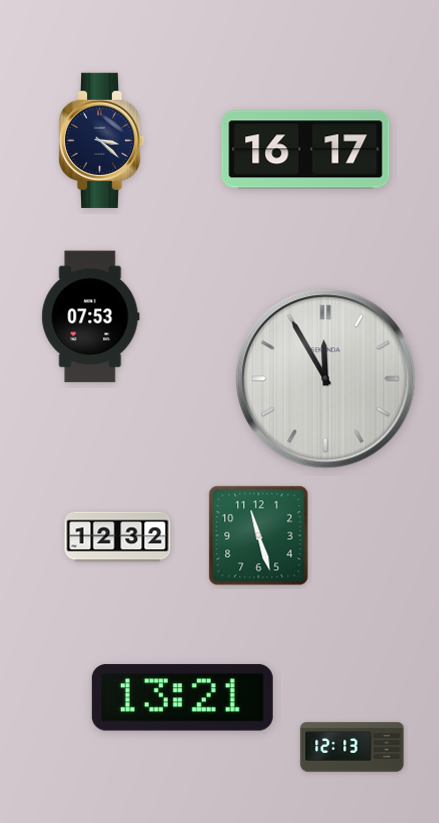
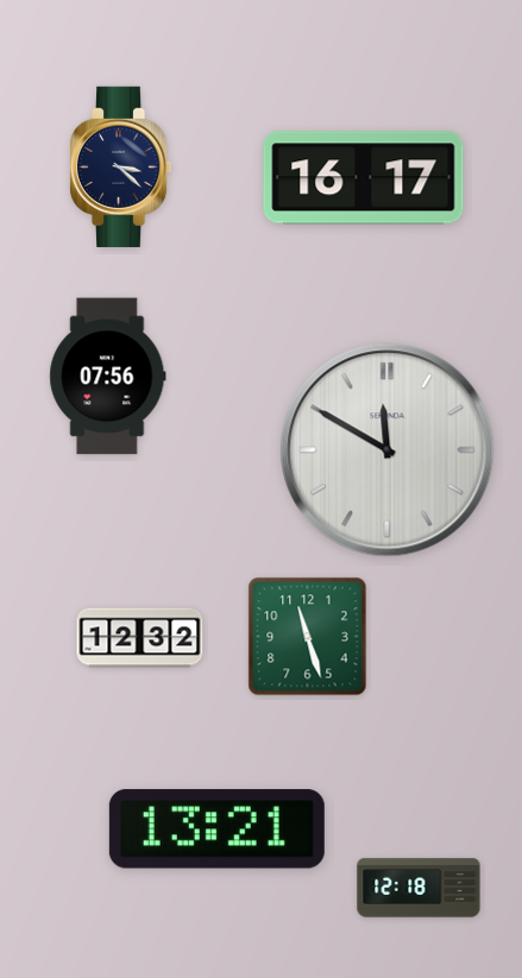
clock at (91, 317): 07:53 -> 07:56
clock at (326, 379): 11:55 -> 11:50
clock at (352, 747): 12:13 -> 12:18
